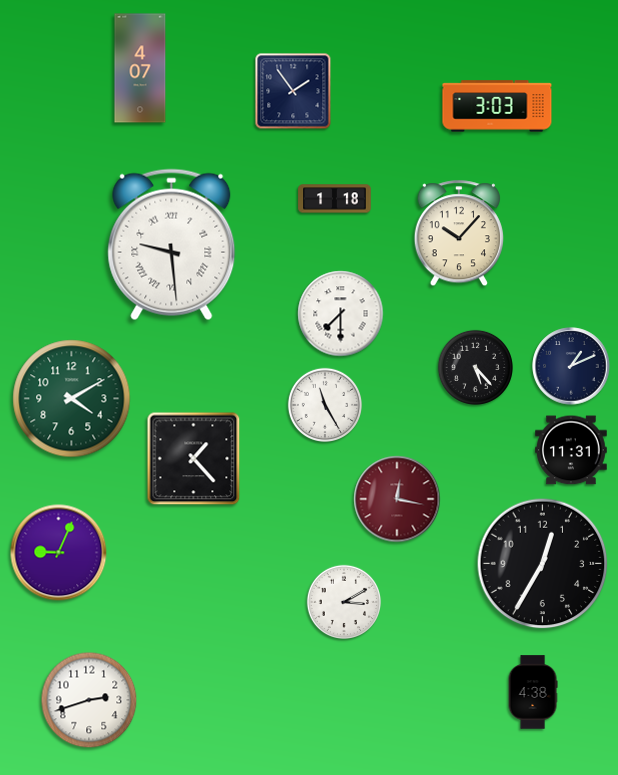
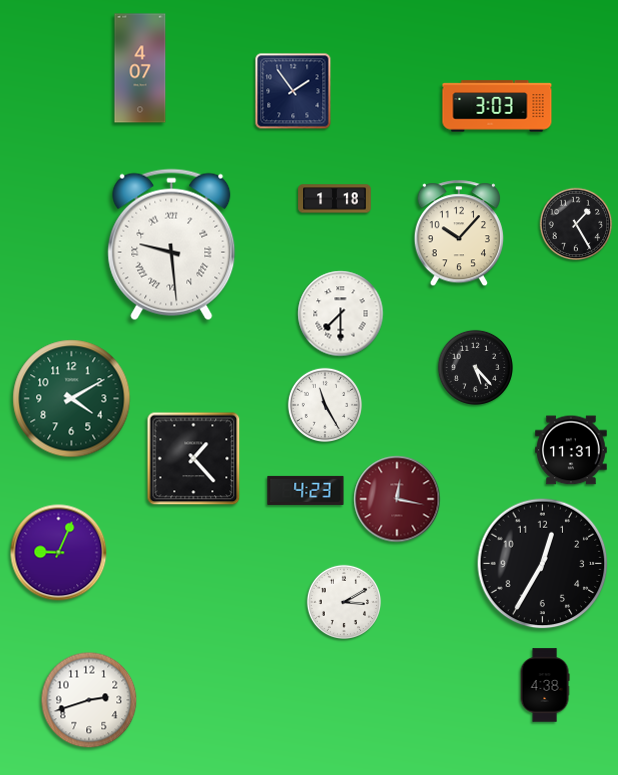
clock at (576, 224): none -> 1:25
clock at (571, 366): 1:11 -> none
clock at (306, 490): none -> 4:23
clock at (533, 692) position: (533, 692) -> (545, 685)
